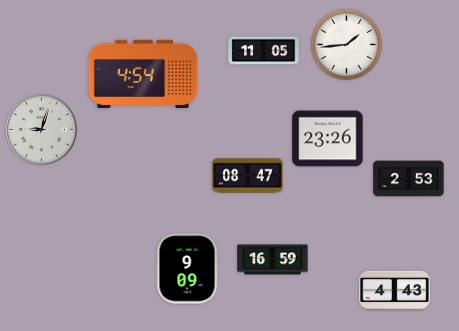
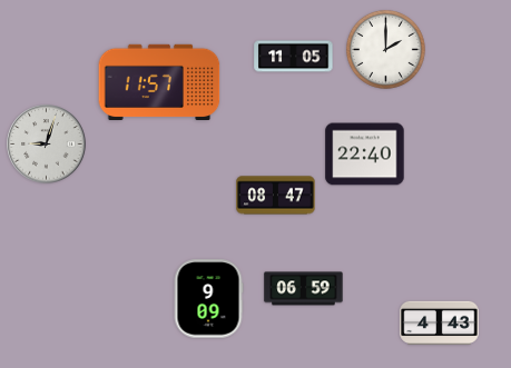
clock at (346, 44): 1:44 -> 2:00
clock at (143, 73): 4:54 -> 11:57
clock at (328, 139): 23:26 -> 22:40
clock at (409, 179): 2:53 -> none
clock at (273, 260): 16:59 -> 06:59
